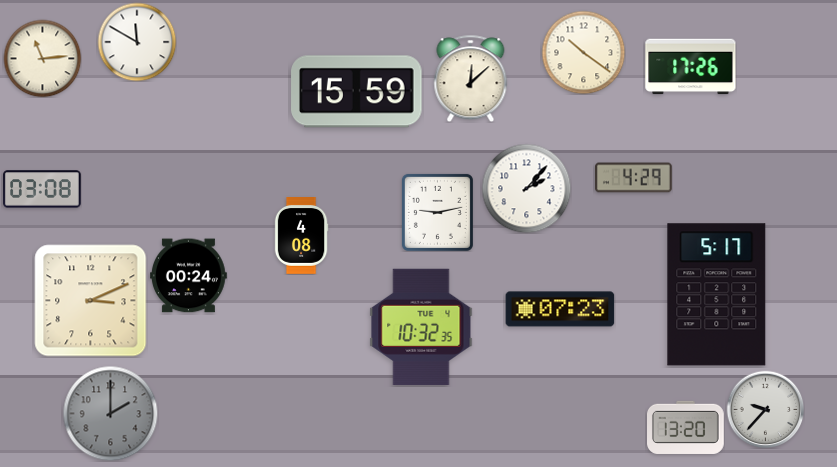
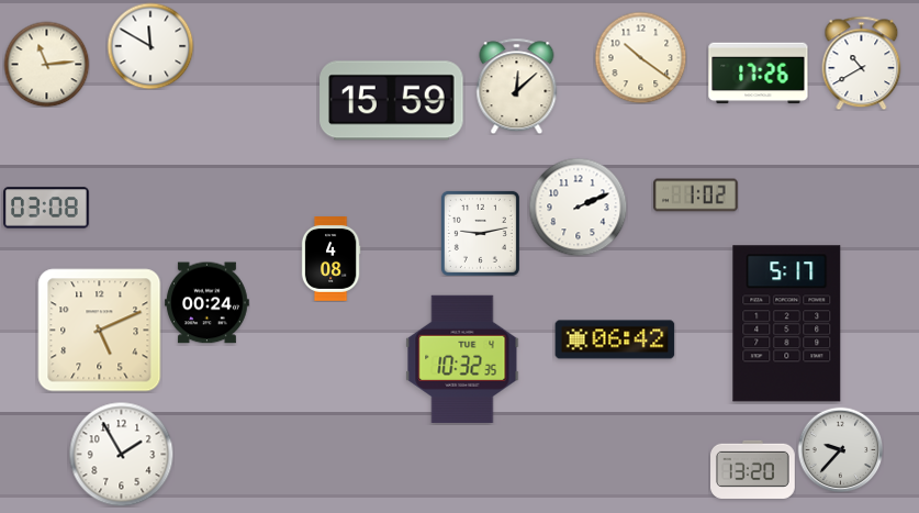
clock at (862, 63): none -> 10:40
clock at (634, 178): 4:29 -> 1:02
clock at (526, 188): 2:07 -> 2:11
clock at (91, 301): 3:11 -> 5:11
clock at (560, 309): 07:23 -> 06:42
clock at (110, 413): 2:00 -> 1:55
clock at (110, 413) dial: grey -> white
